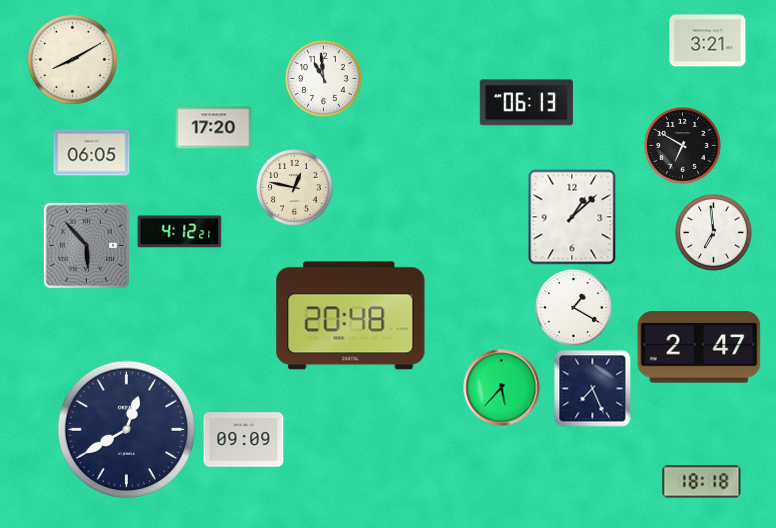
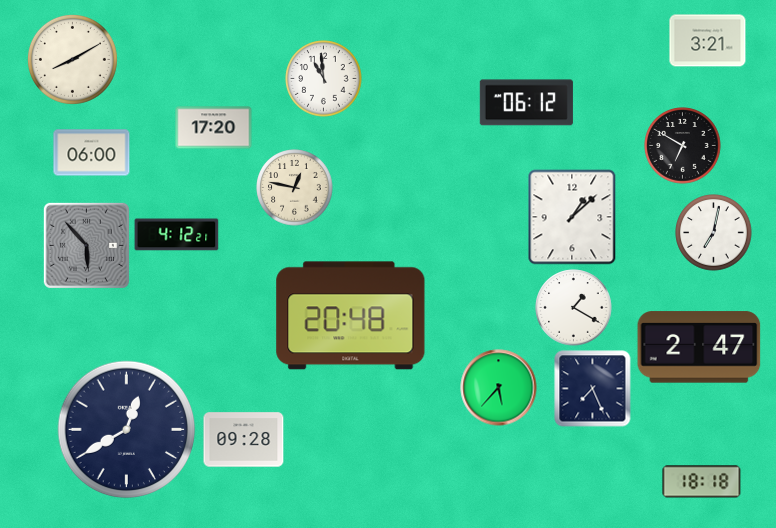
clock at (526, 103): 06:13 -> 06:12
clock at (92, 153): 06:05 -> 06:00
clock at (180, 232) position: (180, 232) -> (177, 235)
clock at (714, 233): 6:59 -> 7:02
clock at (502, 388) position: (502, 388) -> (499, 388)
clock at (244, 440): 09:09 -> 09:28
